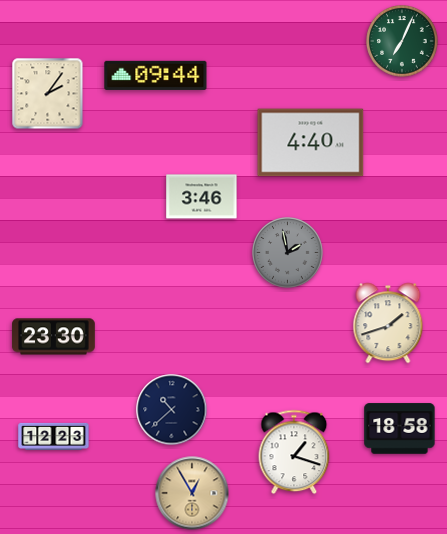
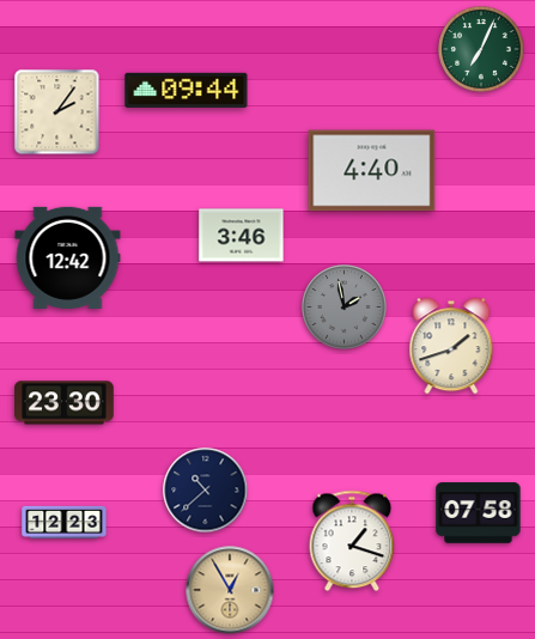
clock at (68, 257): none -> 12:42
clock at (288, 253) position: (288, 253) -> (345, 308)
clock at (388, 323) position: (388, 323) -> (451, 346)
clock at (400, 429): 18:58 -> 07:58
